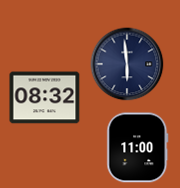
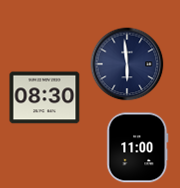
clock at (45, 98): 08:32 -> 08:30
